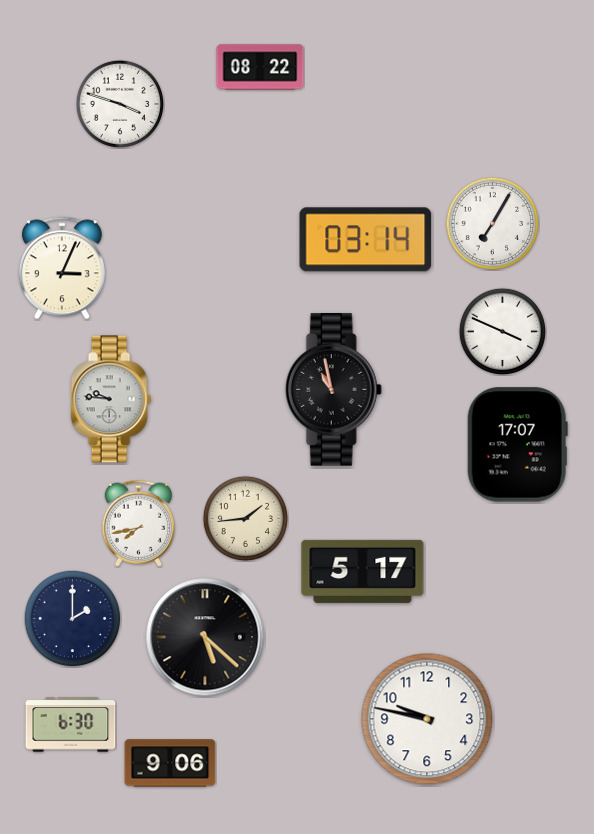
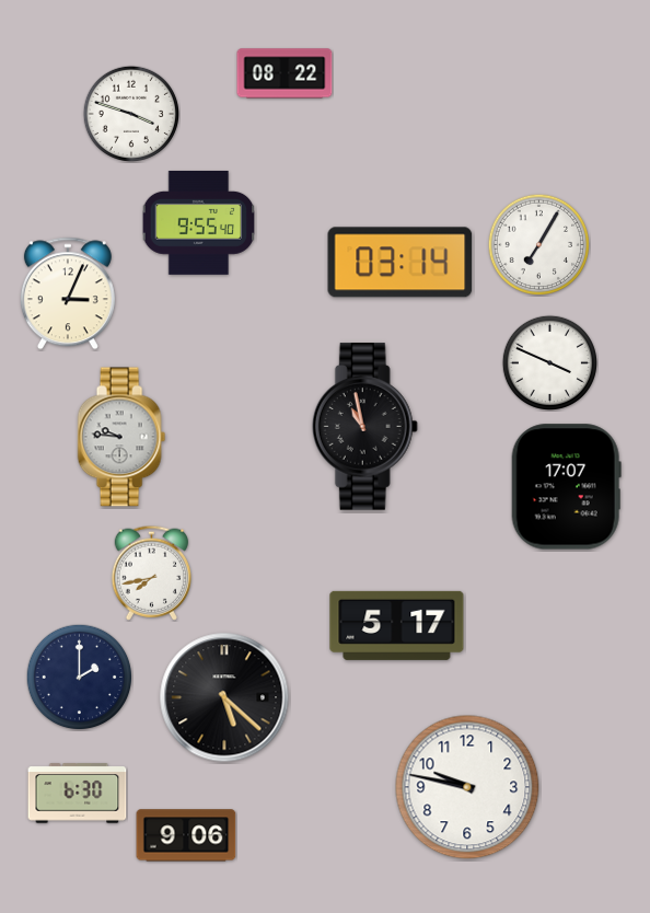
clock at (199, 222): none -> 9:55
clock at (245, 518): 1:44 -> none
